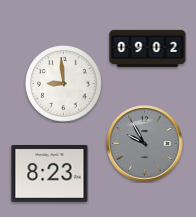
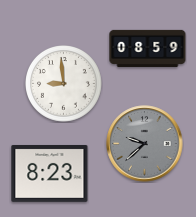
clock at (148, 48): 09:02 -> 08:59
clock at (145, 144): 9:55 -> 9:38
